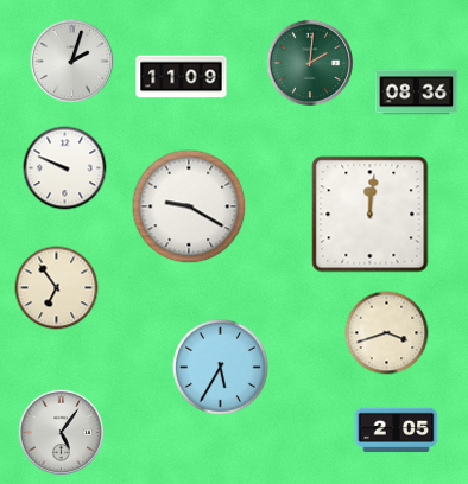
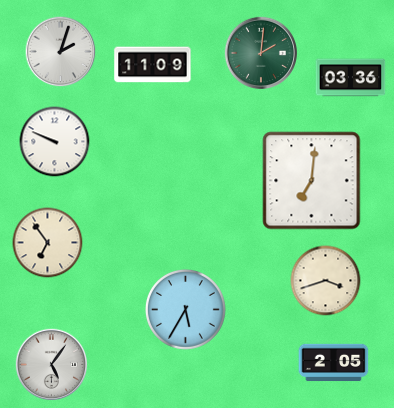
clock at (417, 93): 08:36 -> 03:36
clock at (189, 206): 9:20 -> none
clock at (371, 215): 12:01 -> 7:01
